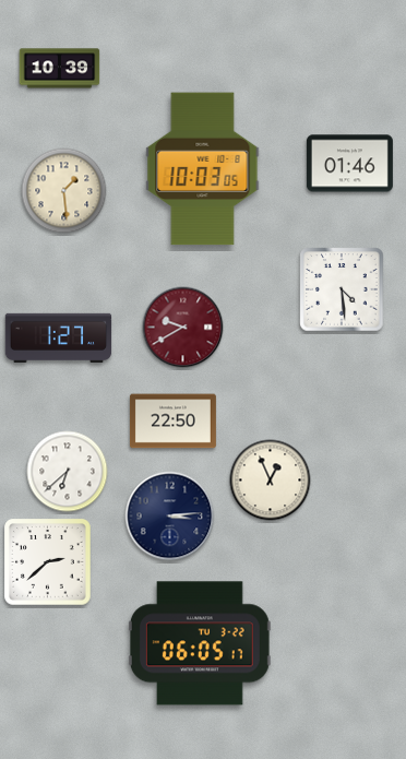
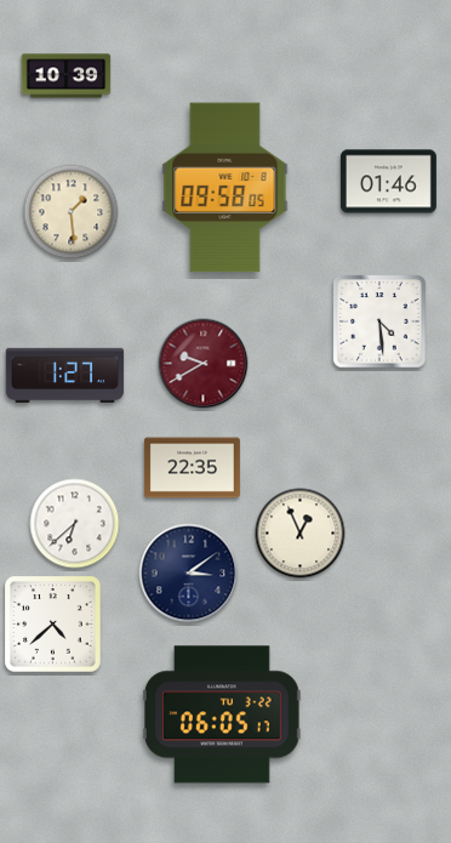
clock at (203, 169): 10:03 -> 09:58
clock at (172, 422): 22:50 -> 22:35
clock at (170, 517): 3:14 -> 3:09
clock at (48, 562): 2:38 -> 4:38
